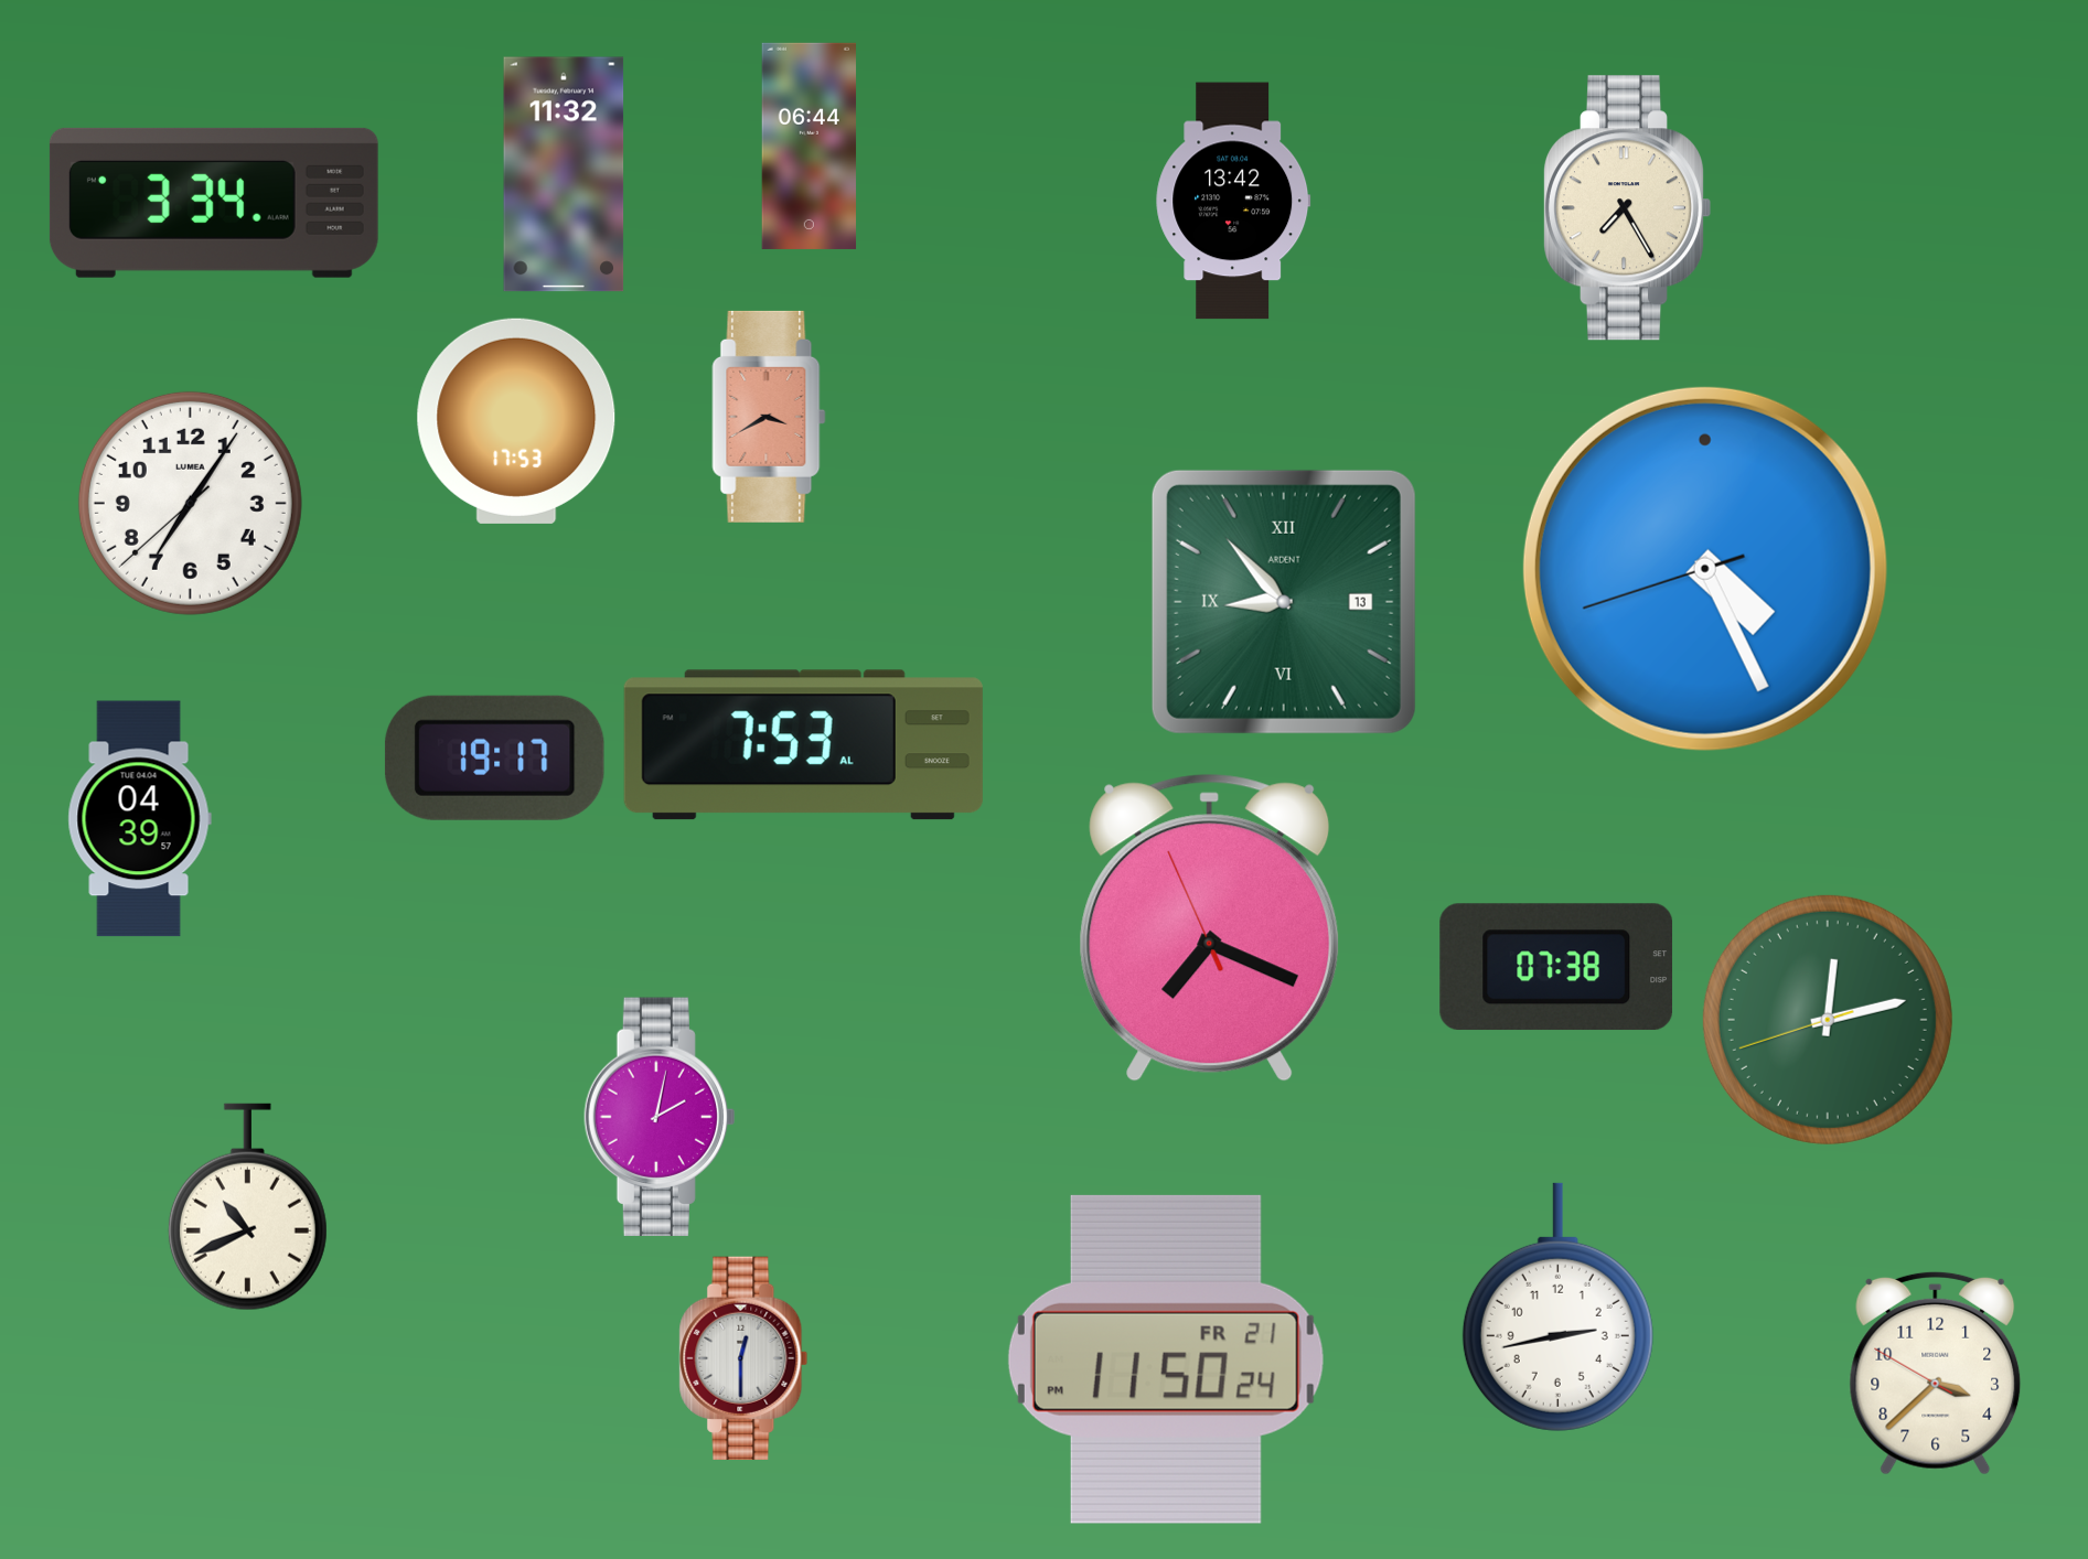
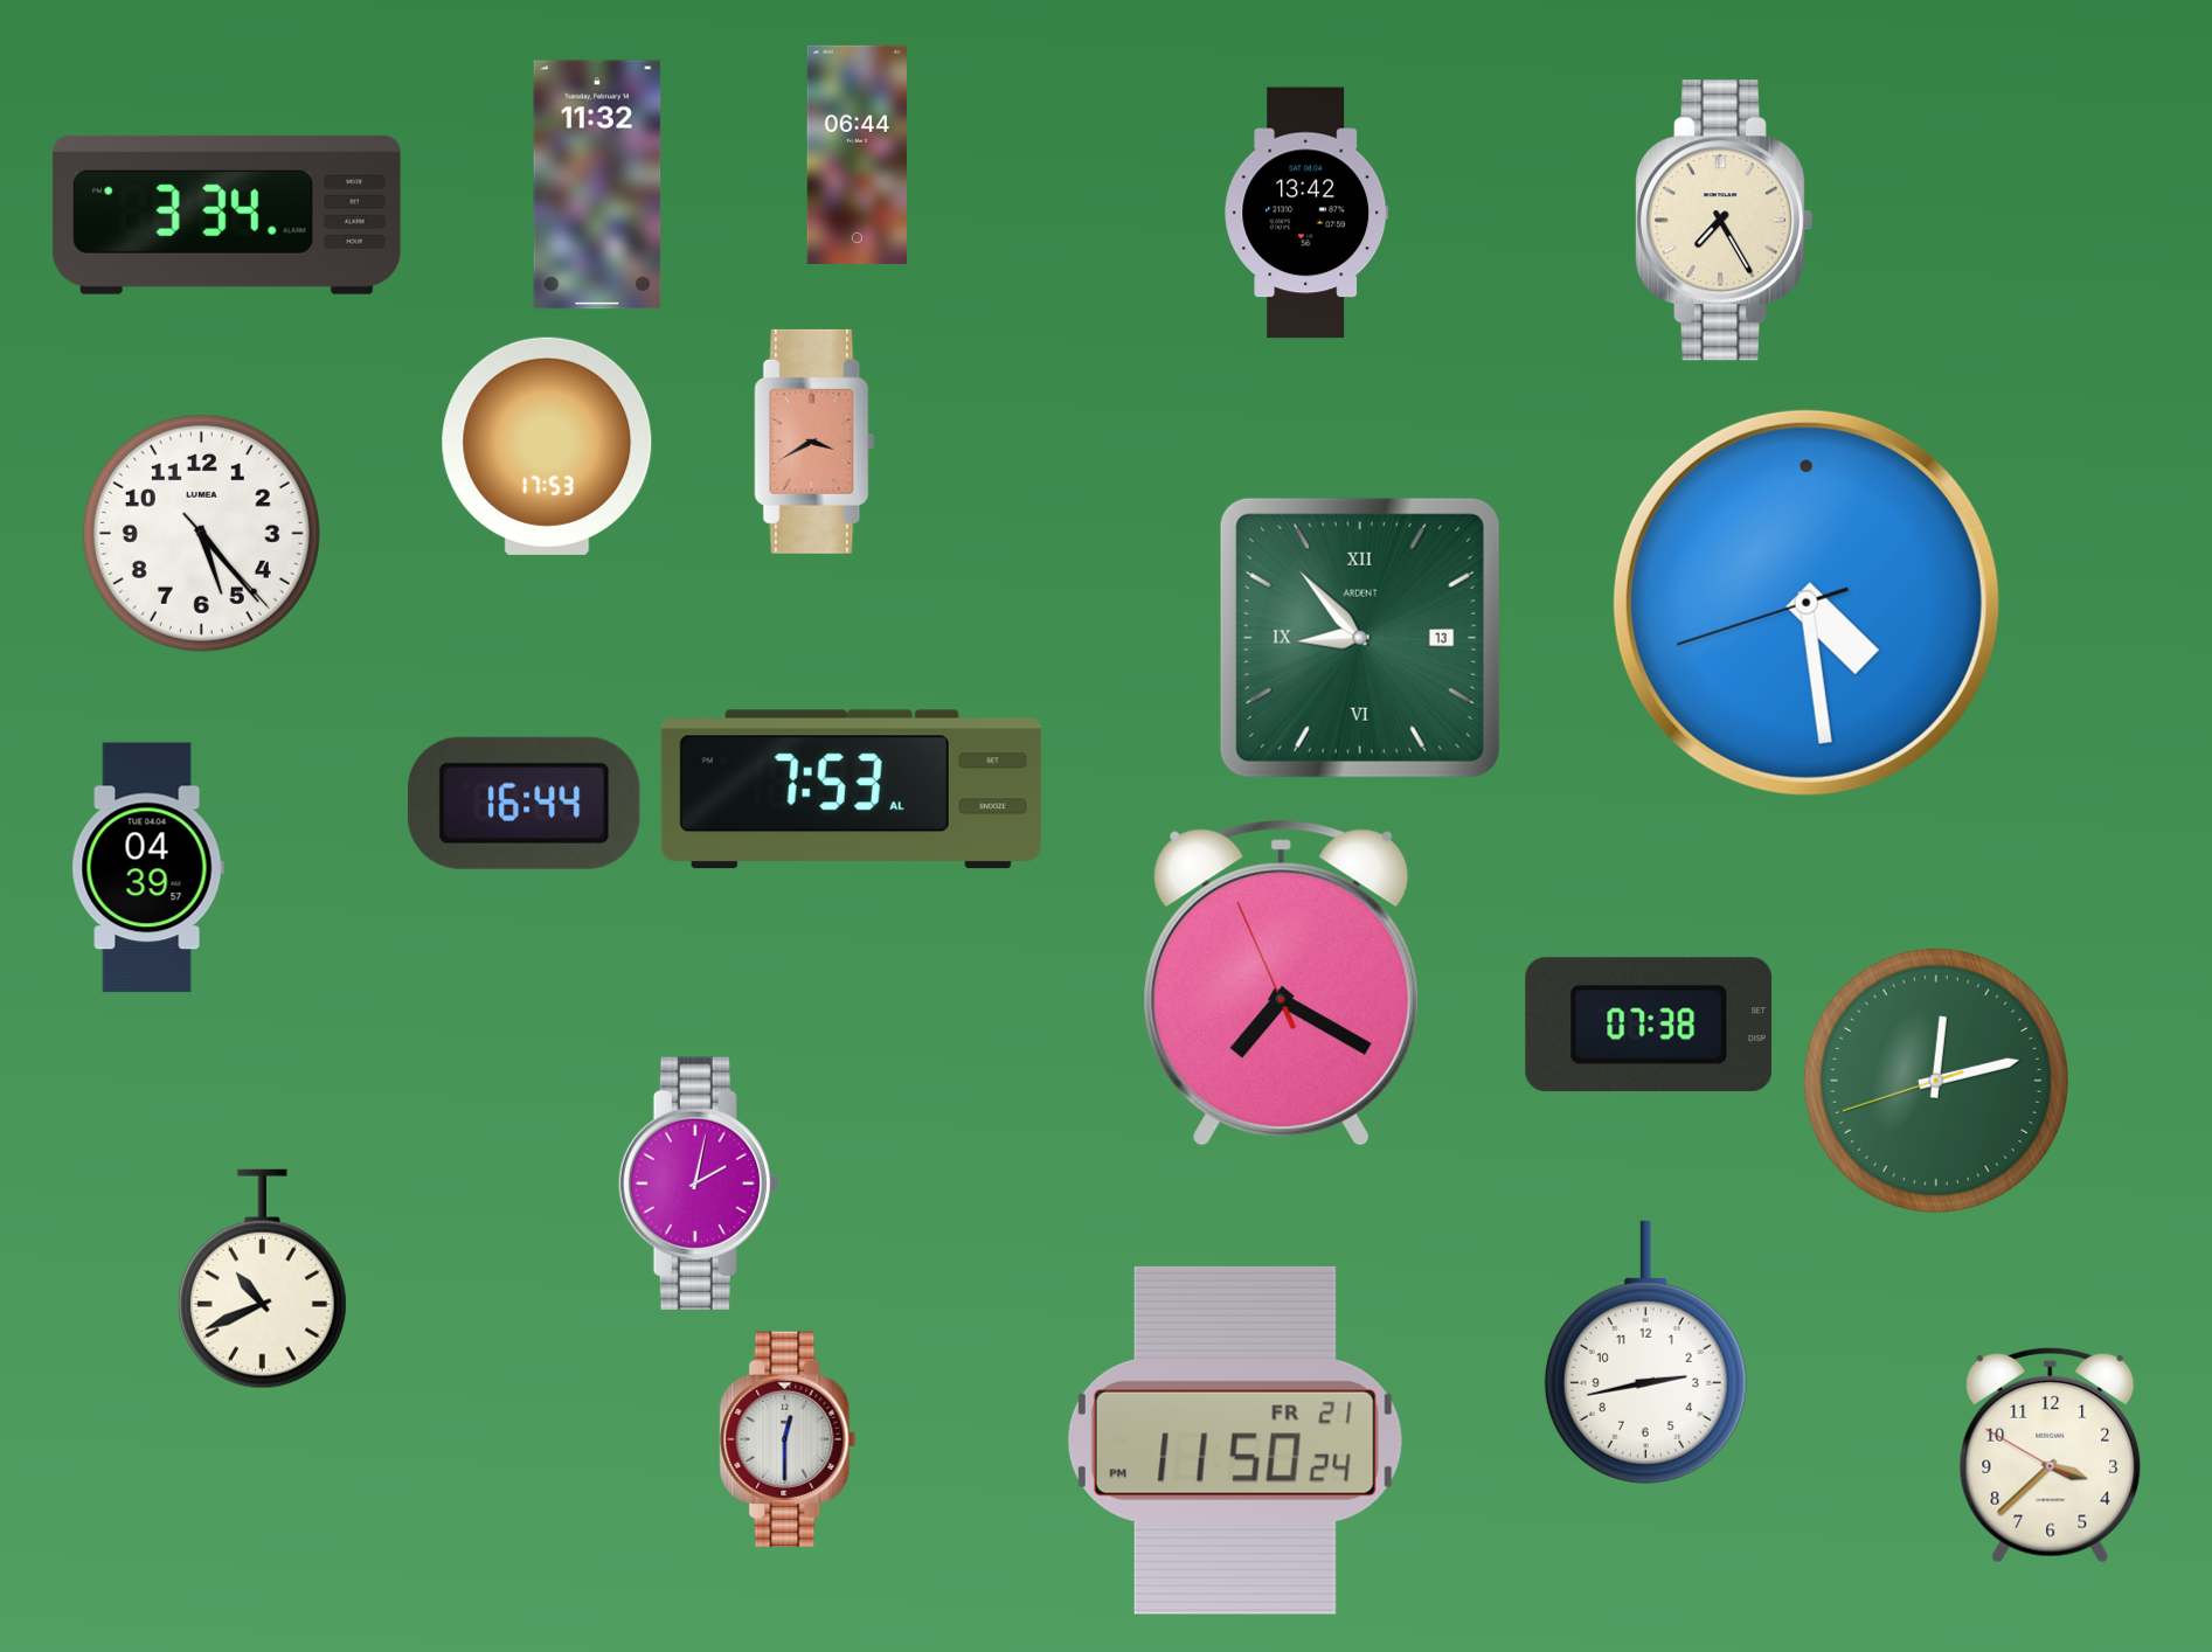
clock at (190, 503): 7:05 -> 5:23
clock at (1705, 569): 4:25 -> 4:28
clock at (494, 757): 19:17 -> 16:44
clock at (1210, 927): 7:18 -> 7:19
clock at (1557, 1307) position: (1557, 1307) -> (1645, 1352)
